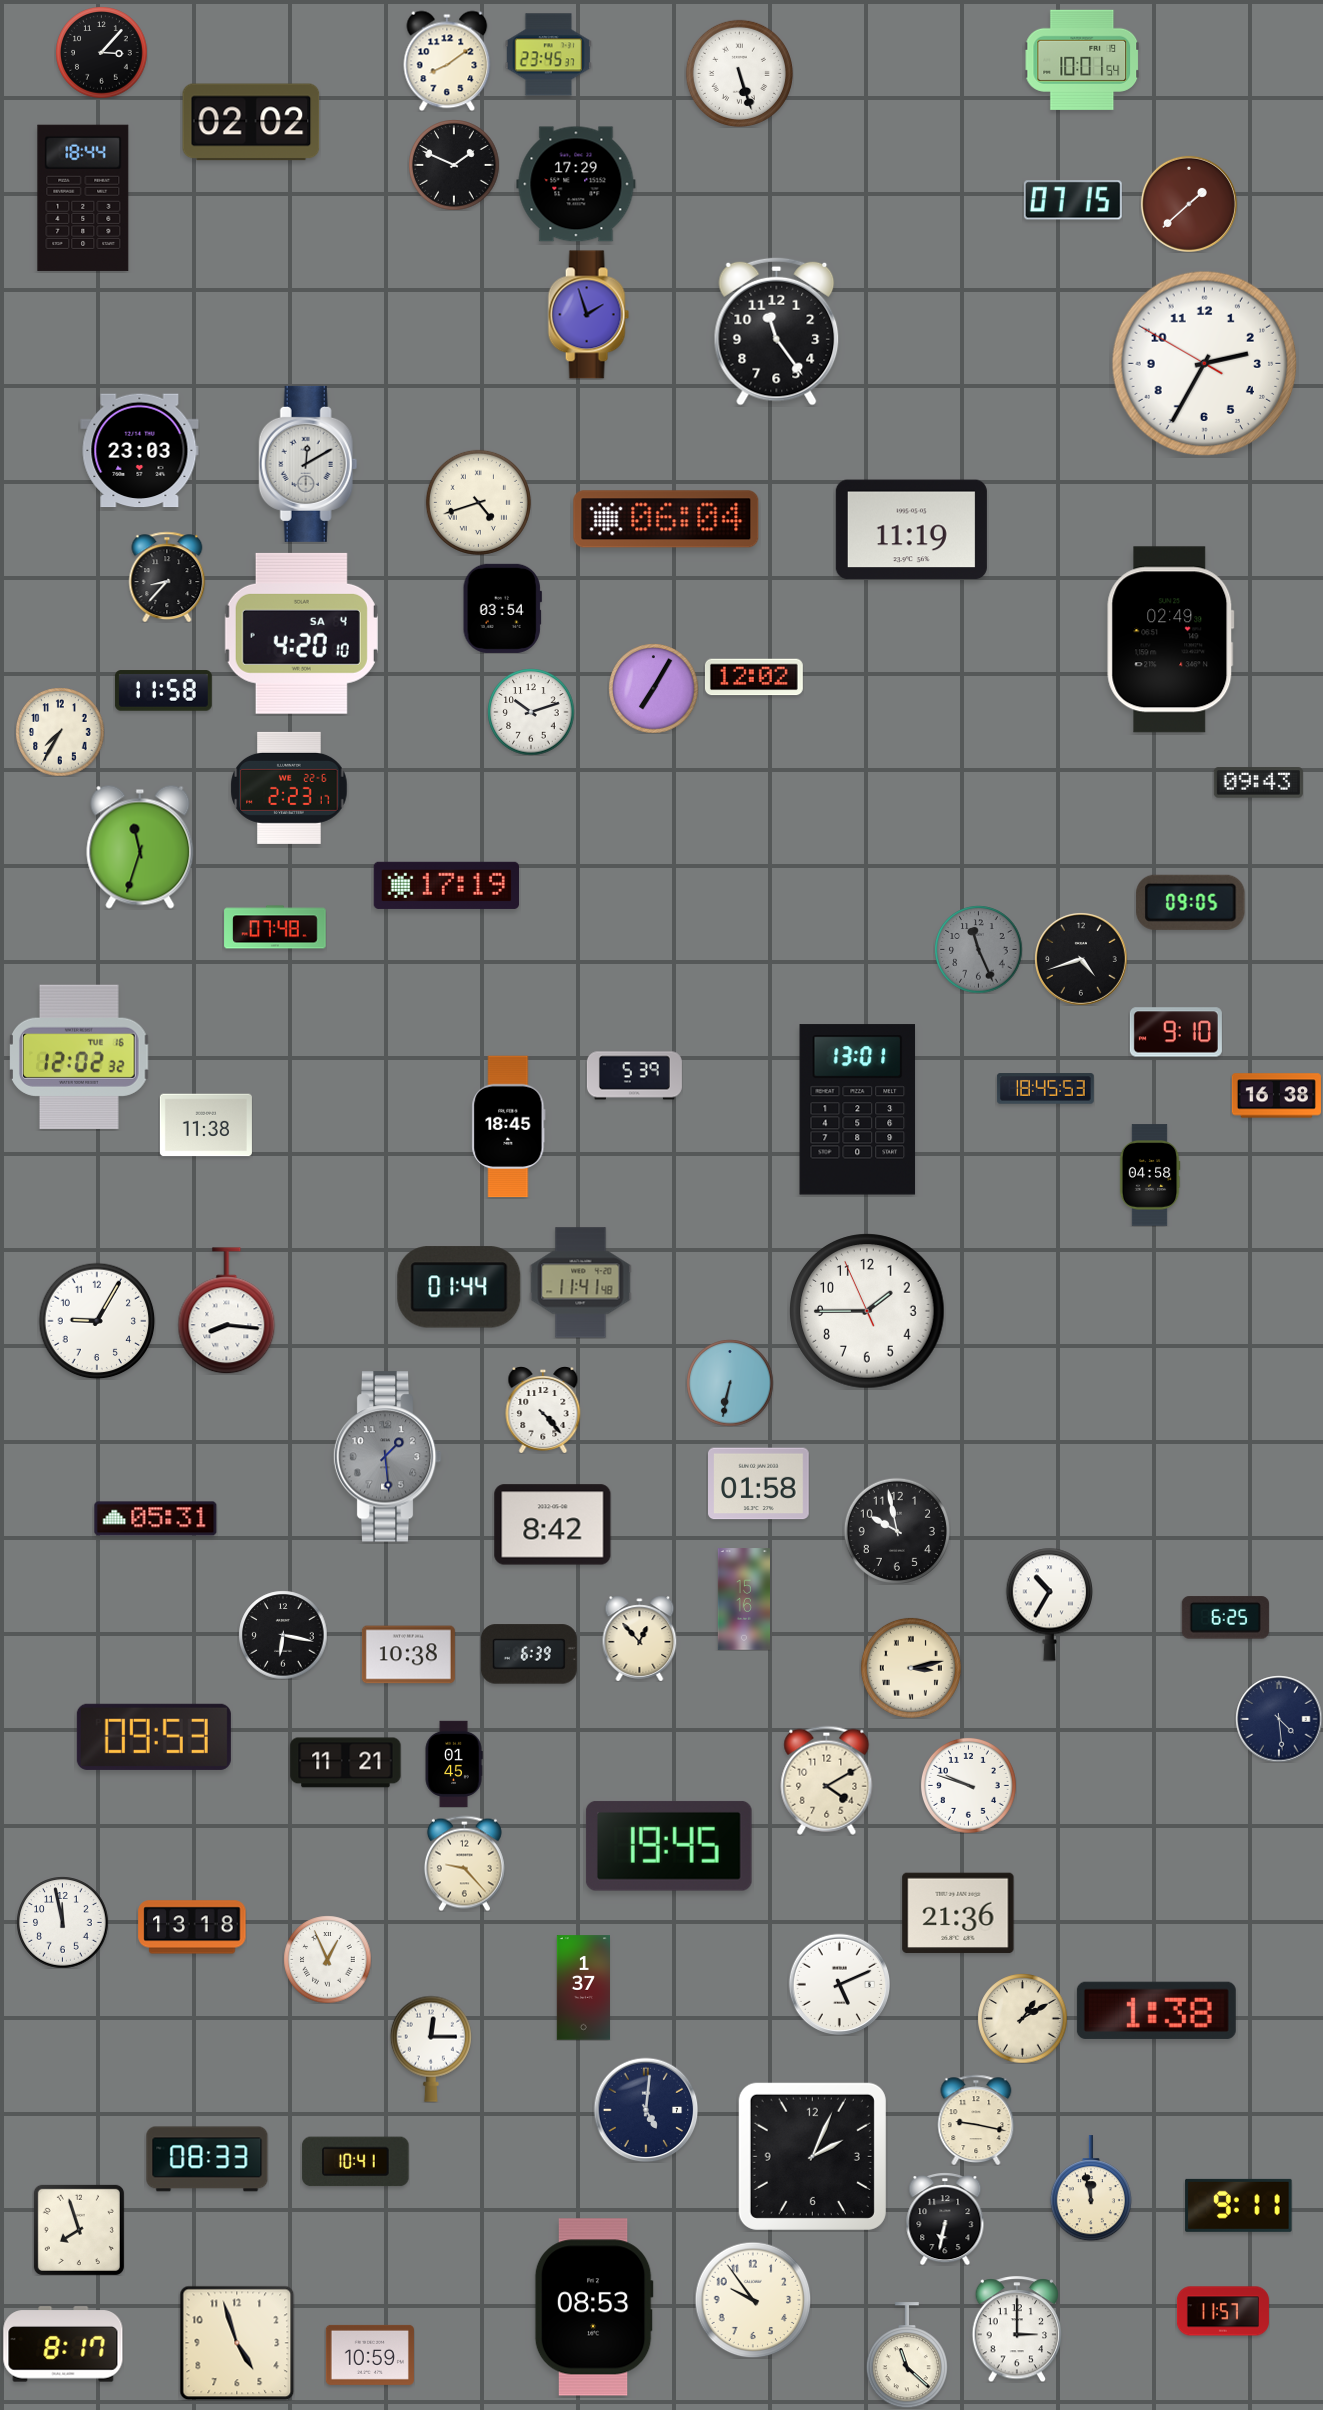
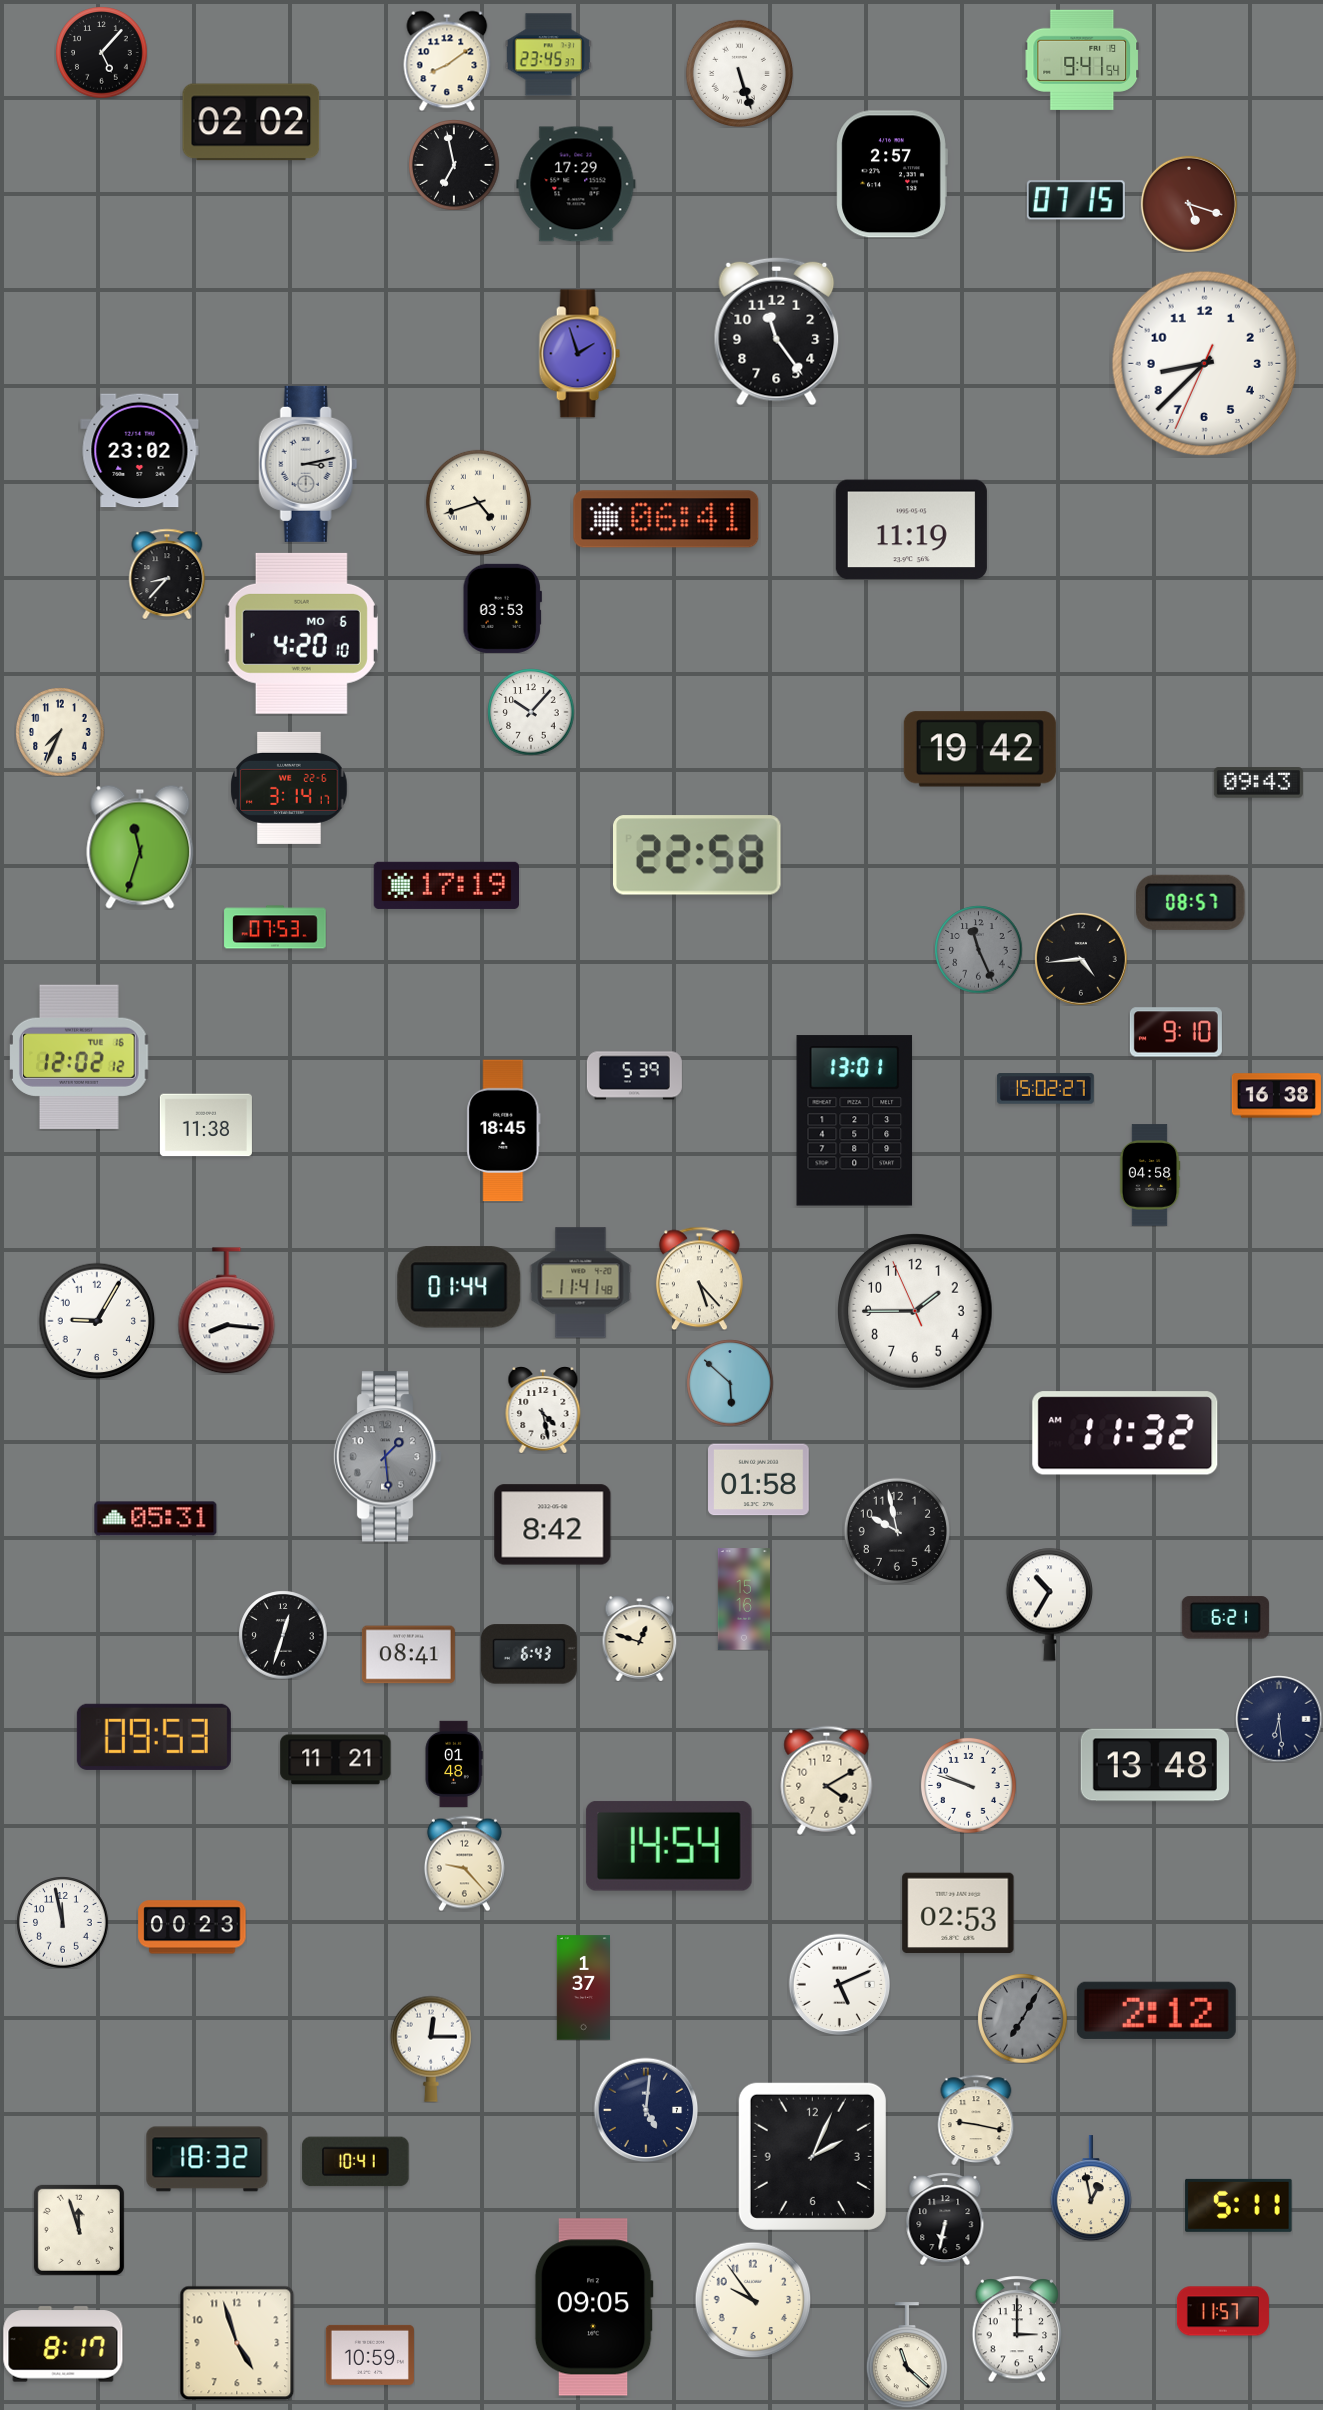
clock at (101, 52): 3:07 -> 5:07
clock at (1082, 60): 10:01 -> 9:41
clock at (454, 165): 1:49 -> 6:58
clock at (892, 174): none -> 2:57
clock at (83, 198): 18:44 -> none
clock at (1073, 200) position: (1073, 200) -> (1076, 200)
clock at (1189, 204): 1:38 -> 5:18
clock at (588, 315) position: (588, 315) -> (579, 354)
clock at (1205, 364): 2:34 -> 8:37
clock at (140, 451): 23:03 -> 23:02
clock at (308, 464): 12:10 -> 3:13
clock at (666, 519): 06:04 -> 06:41
clock at (167, 577) position: (167, 577) -> (167, 574)
clock at (502, 608): 03:54 -> 03:53
clock at (301, 633) date: SA 4 -> MO 6
clock at (1171, 640): 02:49 -> none
clock at (754, 677): 12:02 -> none
clock at (653, 688): 7:05 -> none
clock at (163, 691): 11:58 -> none
clock at (531, 712): 10:12 -> 10:07
clock at (60, 732): 7:35 -> 7:34
clock at (980, 749): none -> 19:42
clock at (289, 788): 2:23 -> 3:14
clock at (698, 855): none -> 22:58
clock at (1191, 902): 09:05 -> 08:57
clock at (275, 927): 07:48 -> 07:53
clock at (1081, 959): 4:42 -> 4:44
clock at (80, 1056): 12:02:32 -> 12:02:12
clock at (1045, 1089): 18:45 -> 15:02
clock at (858, 1110) position: (858, 1110) -> (855, 1121)
clock at (509, 1127) position: (509, 1127) -> (504, 1131)
clock at (699, 1278): none -> 5:23
clock at (867, 1311) position: (867, 1311) -> (915, 1311)
clock at (730, 1383): 6:32 -> 5:52
clock at (543, 1410): 4:23 -> 4:28
clock at (1125, 1433): none -> 11:32
clock at (759, 1484) position: (759, 1484) -> (759, 1480)
clock at (1225, 1618): 6:25 -> 6:21
clock at (283, 1635): 6:17 -> 12:33
clock at (640, 1638): 12:53 -> 12:48
clock at (529, 1654): 6:39 -> 6:43
clock at (408, 1655): 10:38 -> 08:41
clock at (911, 1668): 3:13 -> none
clock at (1279, 1719): 4:29 -> 6:29
clock at (346, 1763) position: (346, 1763) -> (336, 1760)
clock at (454, 1764): 01:45 -> 01:48
clock at (1155, 1765): none -> 13:48
clock at (669, 1846): 19:45 -> 14:54
clock at (958, 1913): 21:36 -> 02:53
clock at (192, 1927): 13:18 -> 00:23
clock at (327, 1959): 12:56 -> none
clock at (1156, 2010): 1:38 -> 2:12
clock at (1022, 2018): 1:10 -> 7:05
clock at (1022, 2018) dial: cream -> grey
clock at (207, 2159): 08:33 -> 18:32
clock at (1091, 2188): 11:58 -> 12:58
clock at (1239, 2205): 9:11 -> 5:11
clock at (79, 2230): 7:57 -> 11:57
clock at (594, 2307): 08:53 -> 09:05
